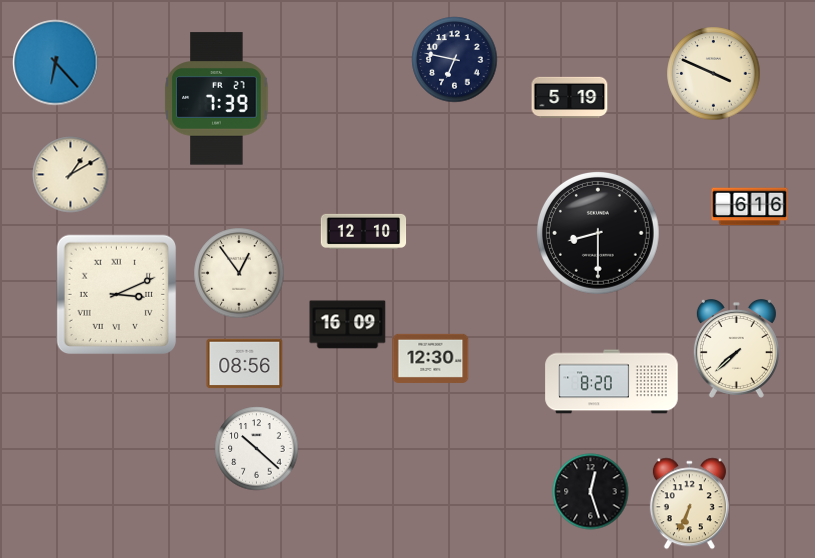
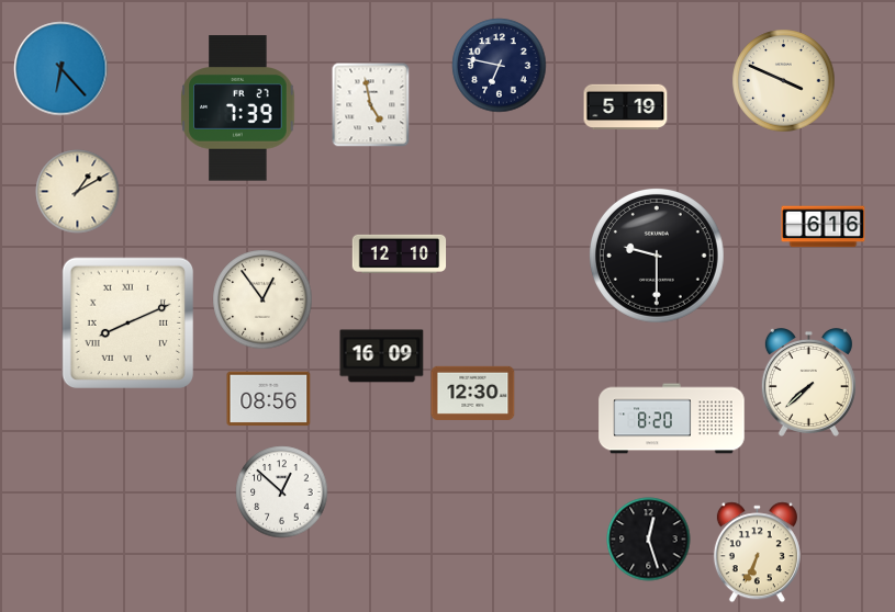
clock at (371, 104): none -> 4:58
clock at (599, 234): 8:30 -> 9:30
clock at (117, 295): 3:11 -> 8:11
clock at (257, 449): 10:22 -> 12:52
